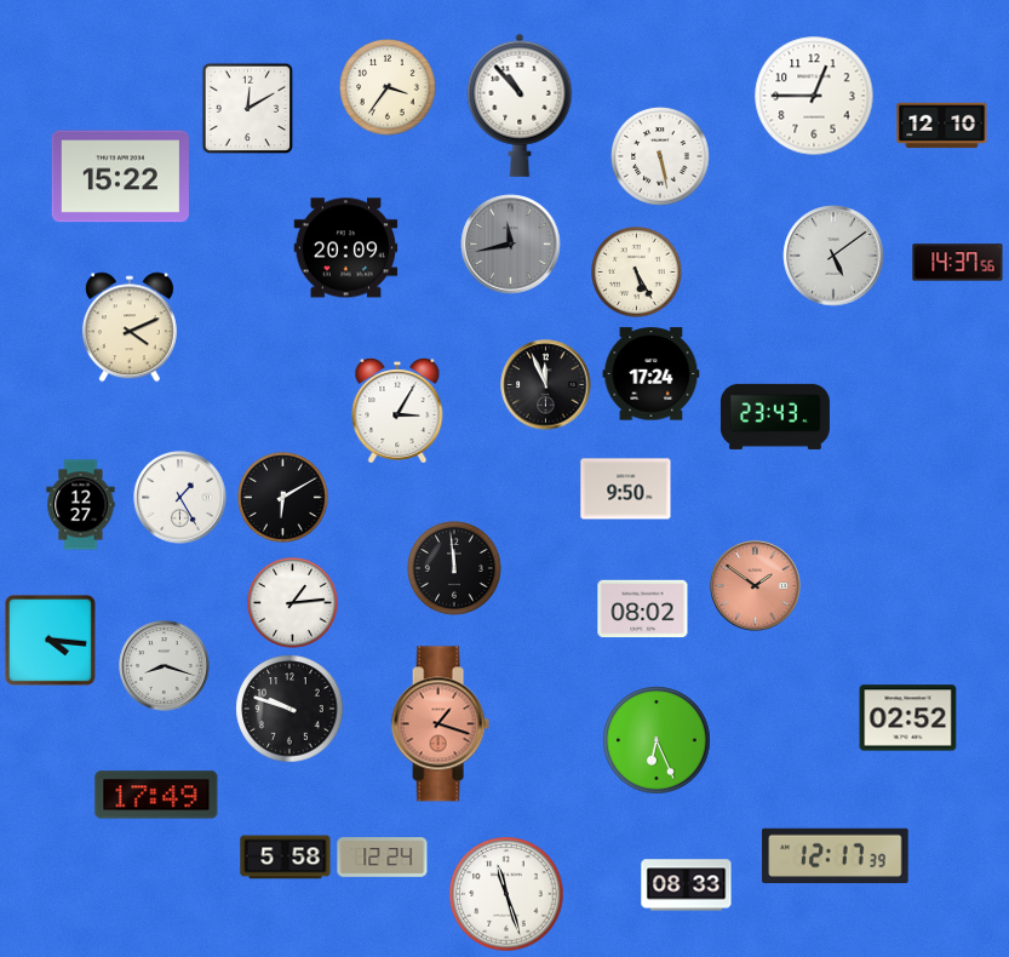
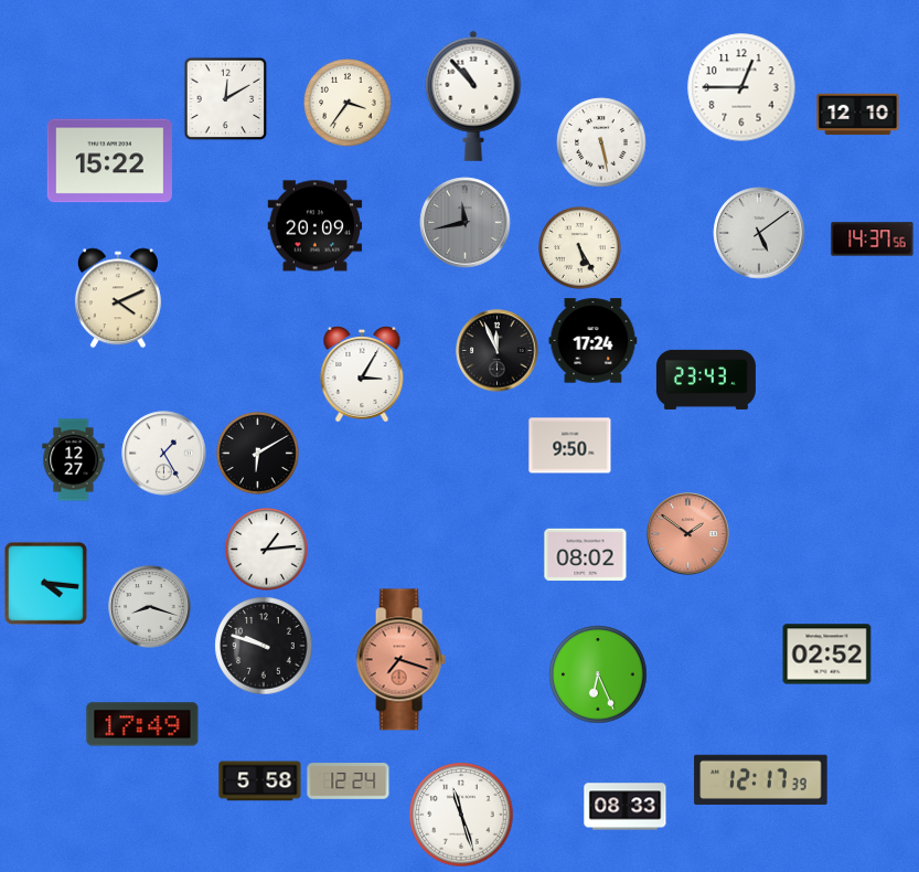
clock at (388, 87) position: (388, 87) -> (348, 103)
clock at (454, 568): 11:59 -> none
clock at (440, 724): 1:18 -> 7:18
